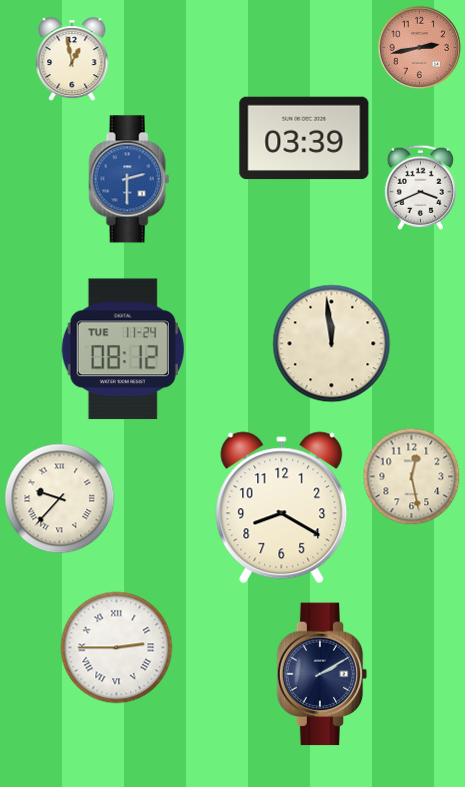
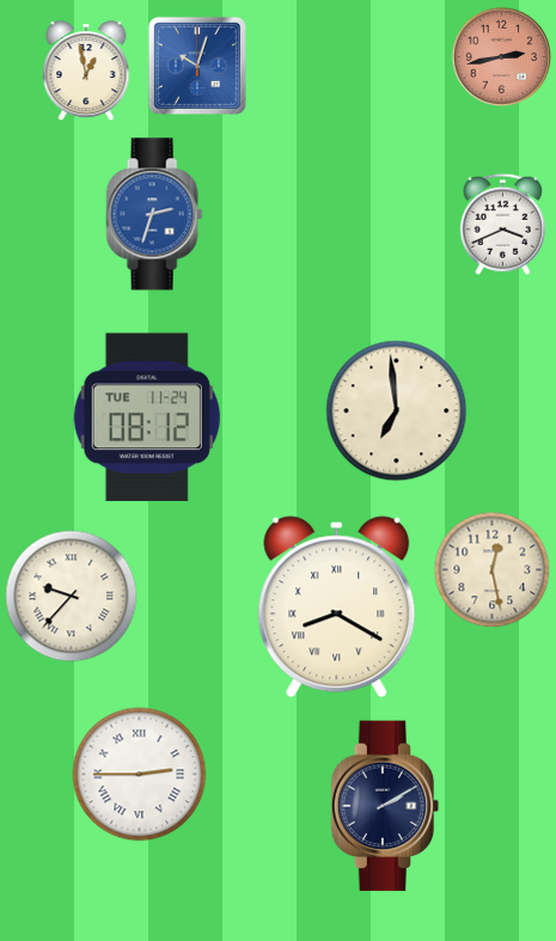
clock at (197, 66): none -> 10:03
clock at (304, 138): 03:39 -> none
clock at (129, 179): 2:30 -> 2:33
clock at (332, 344): 11:59 -> 6:59
clock at (282, 508) numerals: Arabic -> Roman
